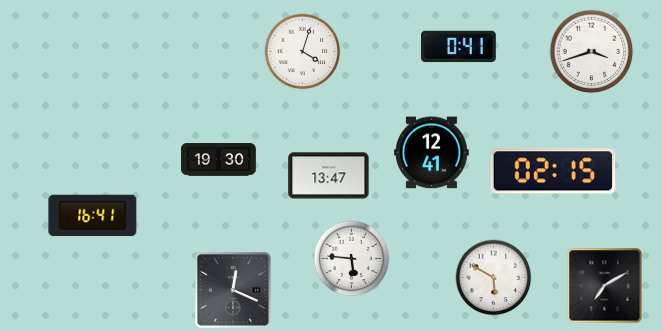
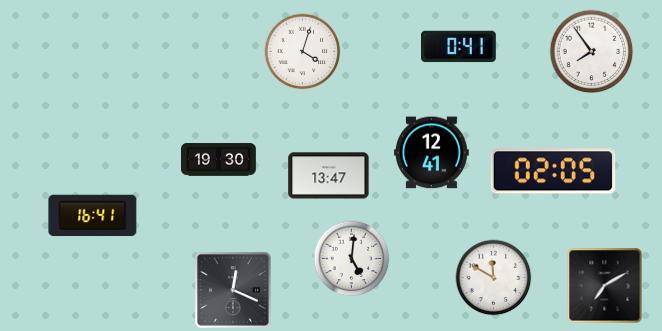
clock at (592, 52): 3:42 -> 7:54
clock at (553, 171): 02:15 -> 02:05
clock at (352, 259): 5:46 -> 5:01
clock at (494, 278): 5:50 -> 11:50
